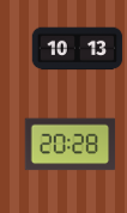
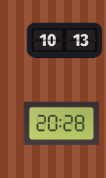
clock at (71, 145) position: (71, 145) -> (62, 124)
